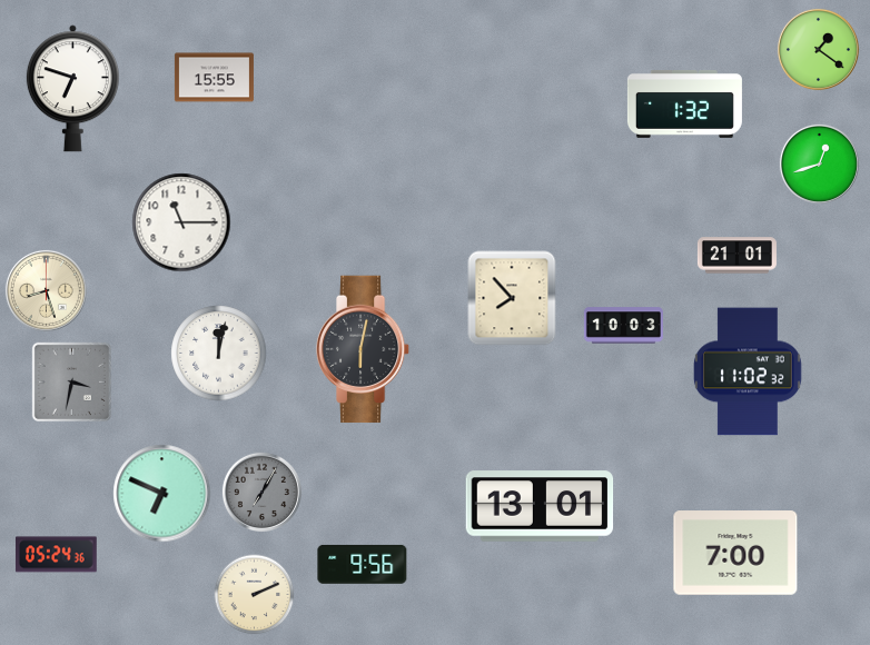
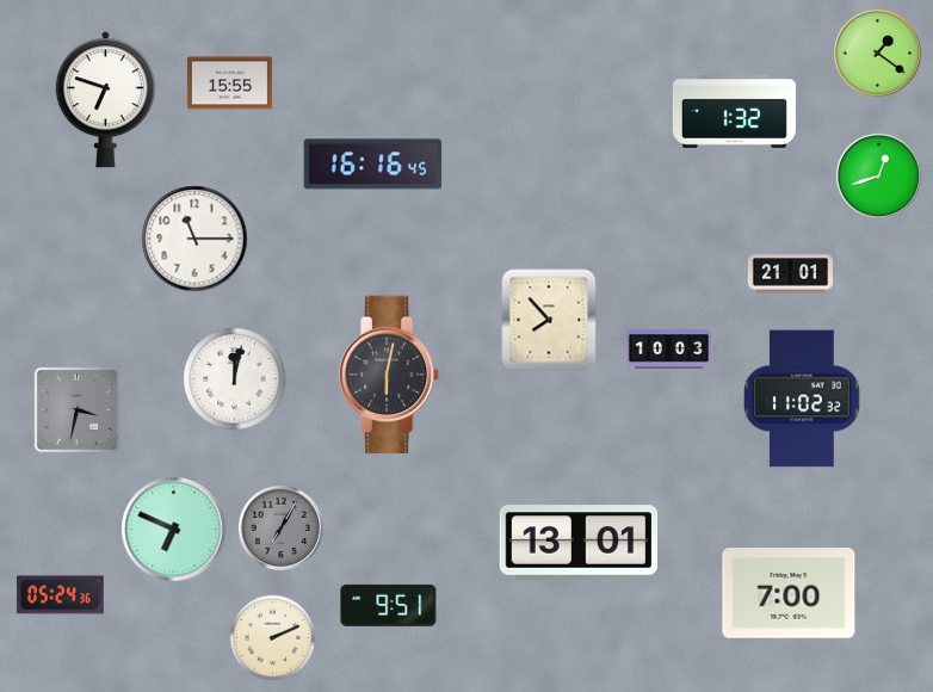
clock at (72, 89) position: (72, 89) -> (105, 100)
clock at (373, 165): none -> 16:16
clock at (46, 290): 8:27 -> none
clock at (363, 564): 9:56 -> 9:51
